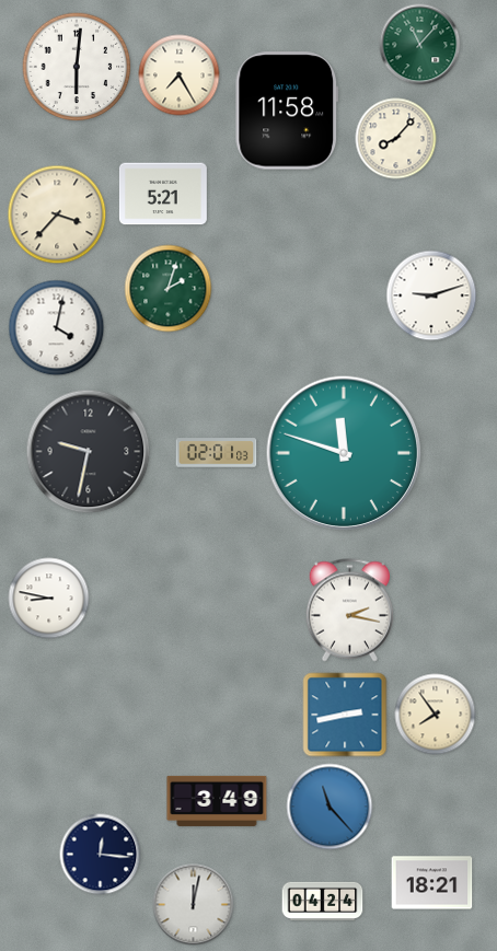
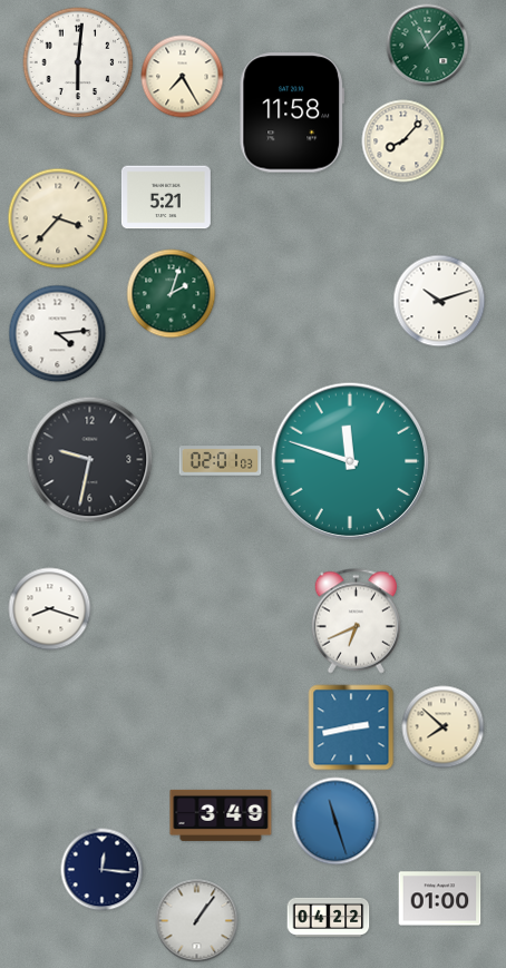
clock at (77, 67) position: (77, 67) -> (78, 62)
clock at (431, 295): 9:12 -> 10:12
clock at (57, 328): 4:02 -> 4:14
clock at (49, 599): 8:47 -> 8:18
clock at (349, 611): 2:17 -> 6:41
clock at (436, 715): 7:54 -> 7:52
clock at (330, 807): 11:23 -> 11:27
clock at (432, 883): 18:21 -> 01:00
clock at (323, 901): 04:24 -> 04:22
clock at (194, 905): 12:02 -> 1:06
